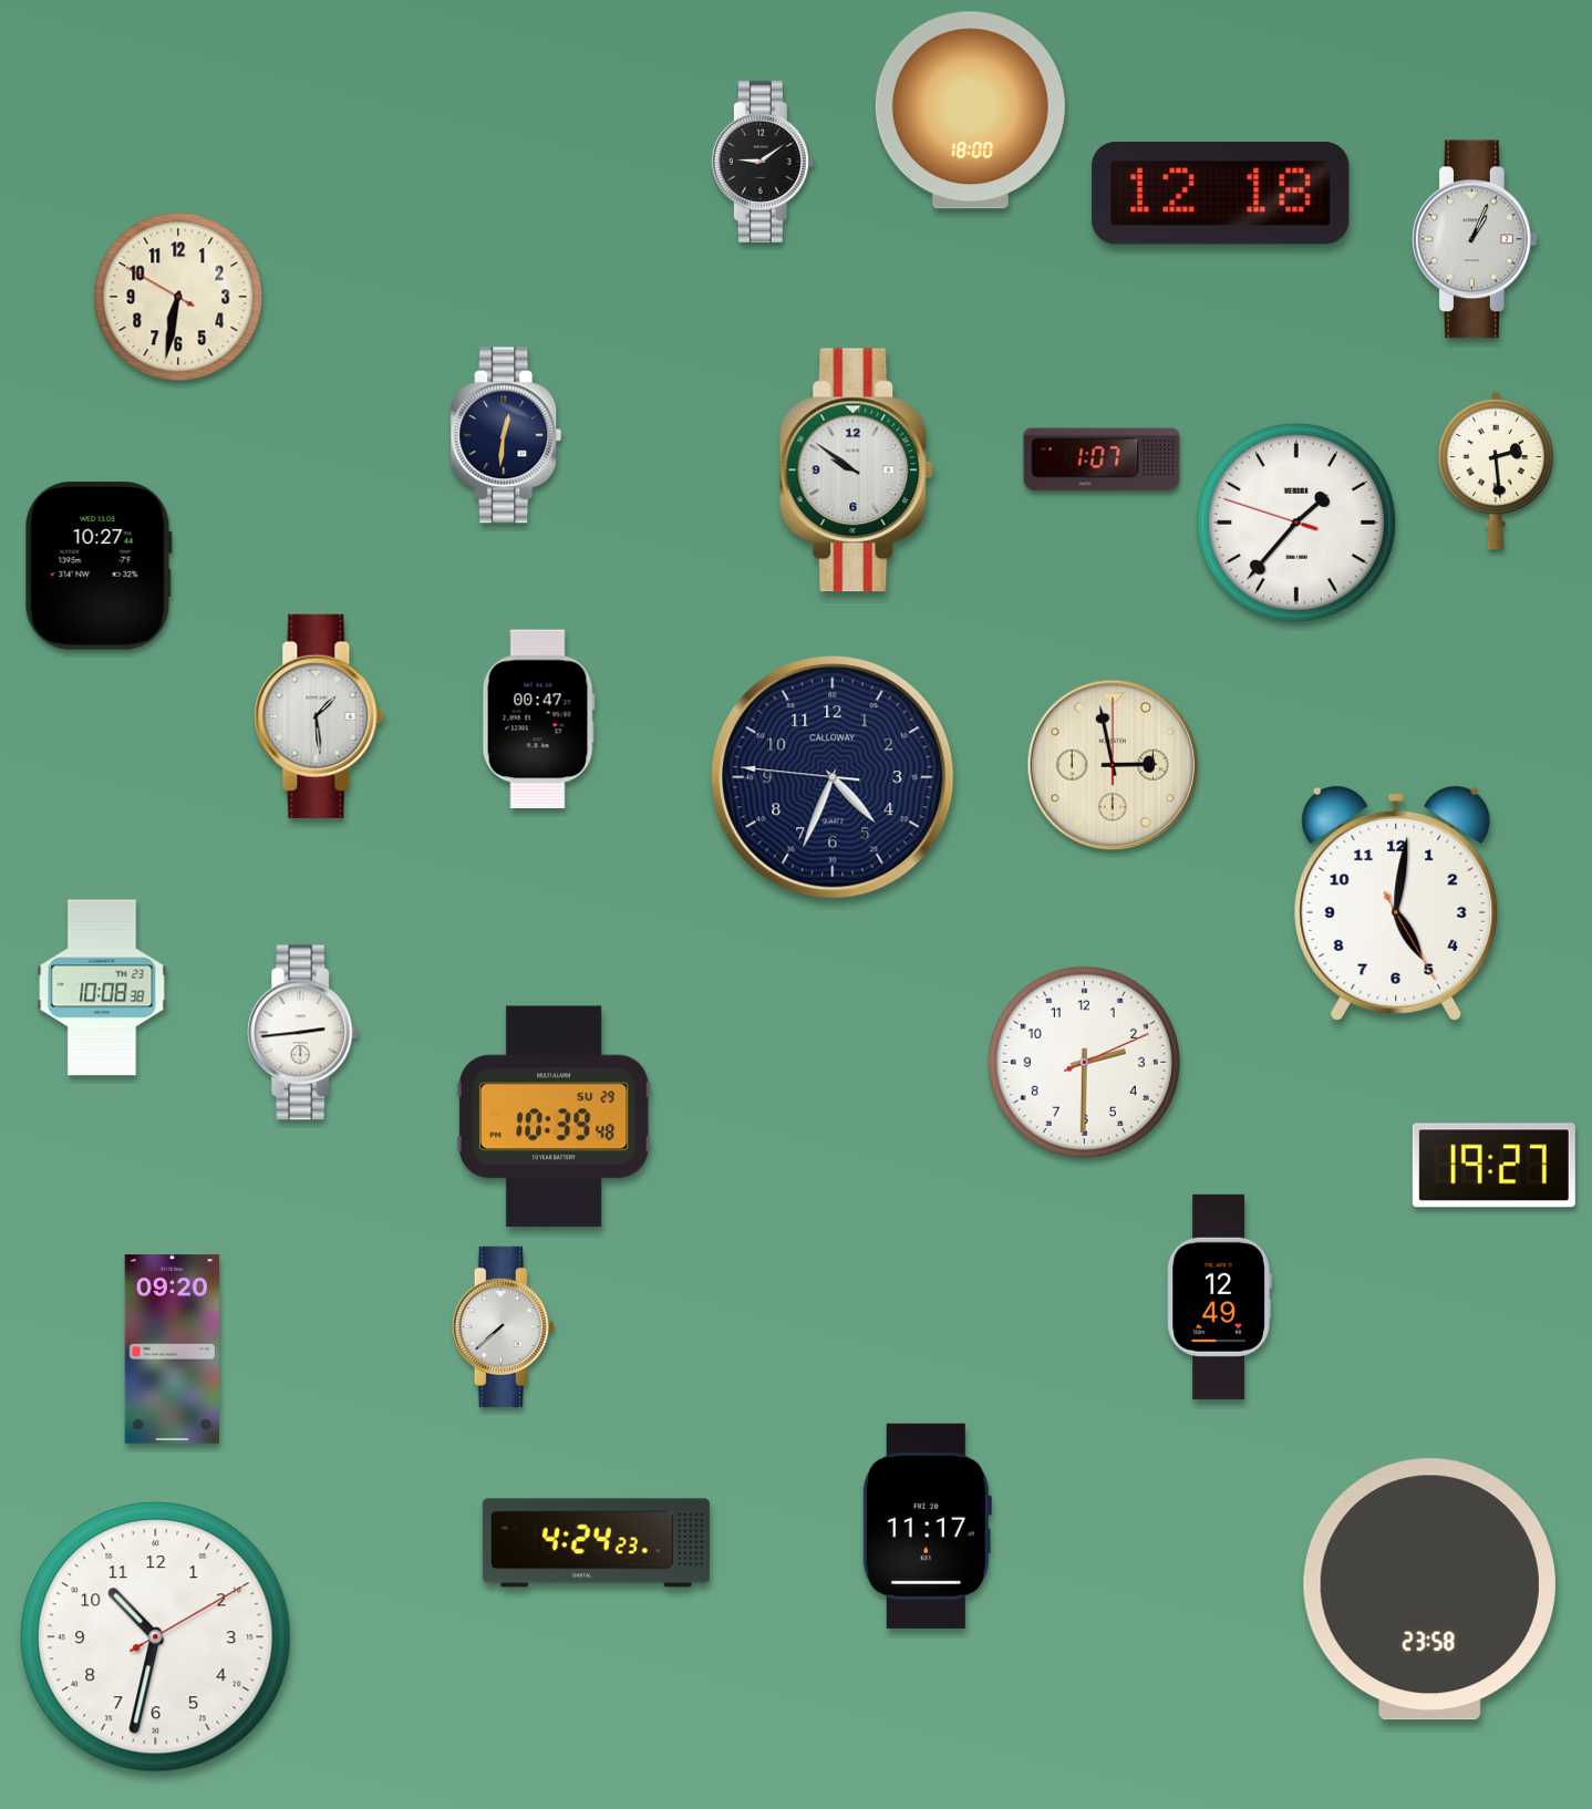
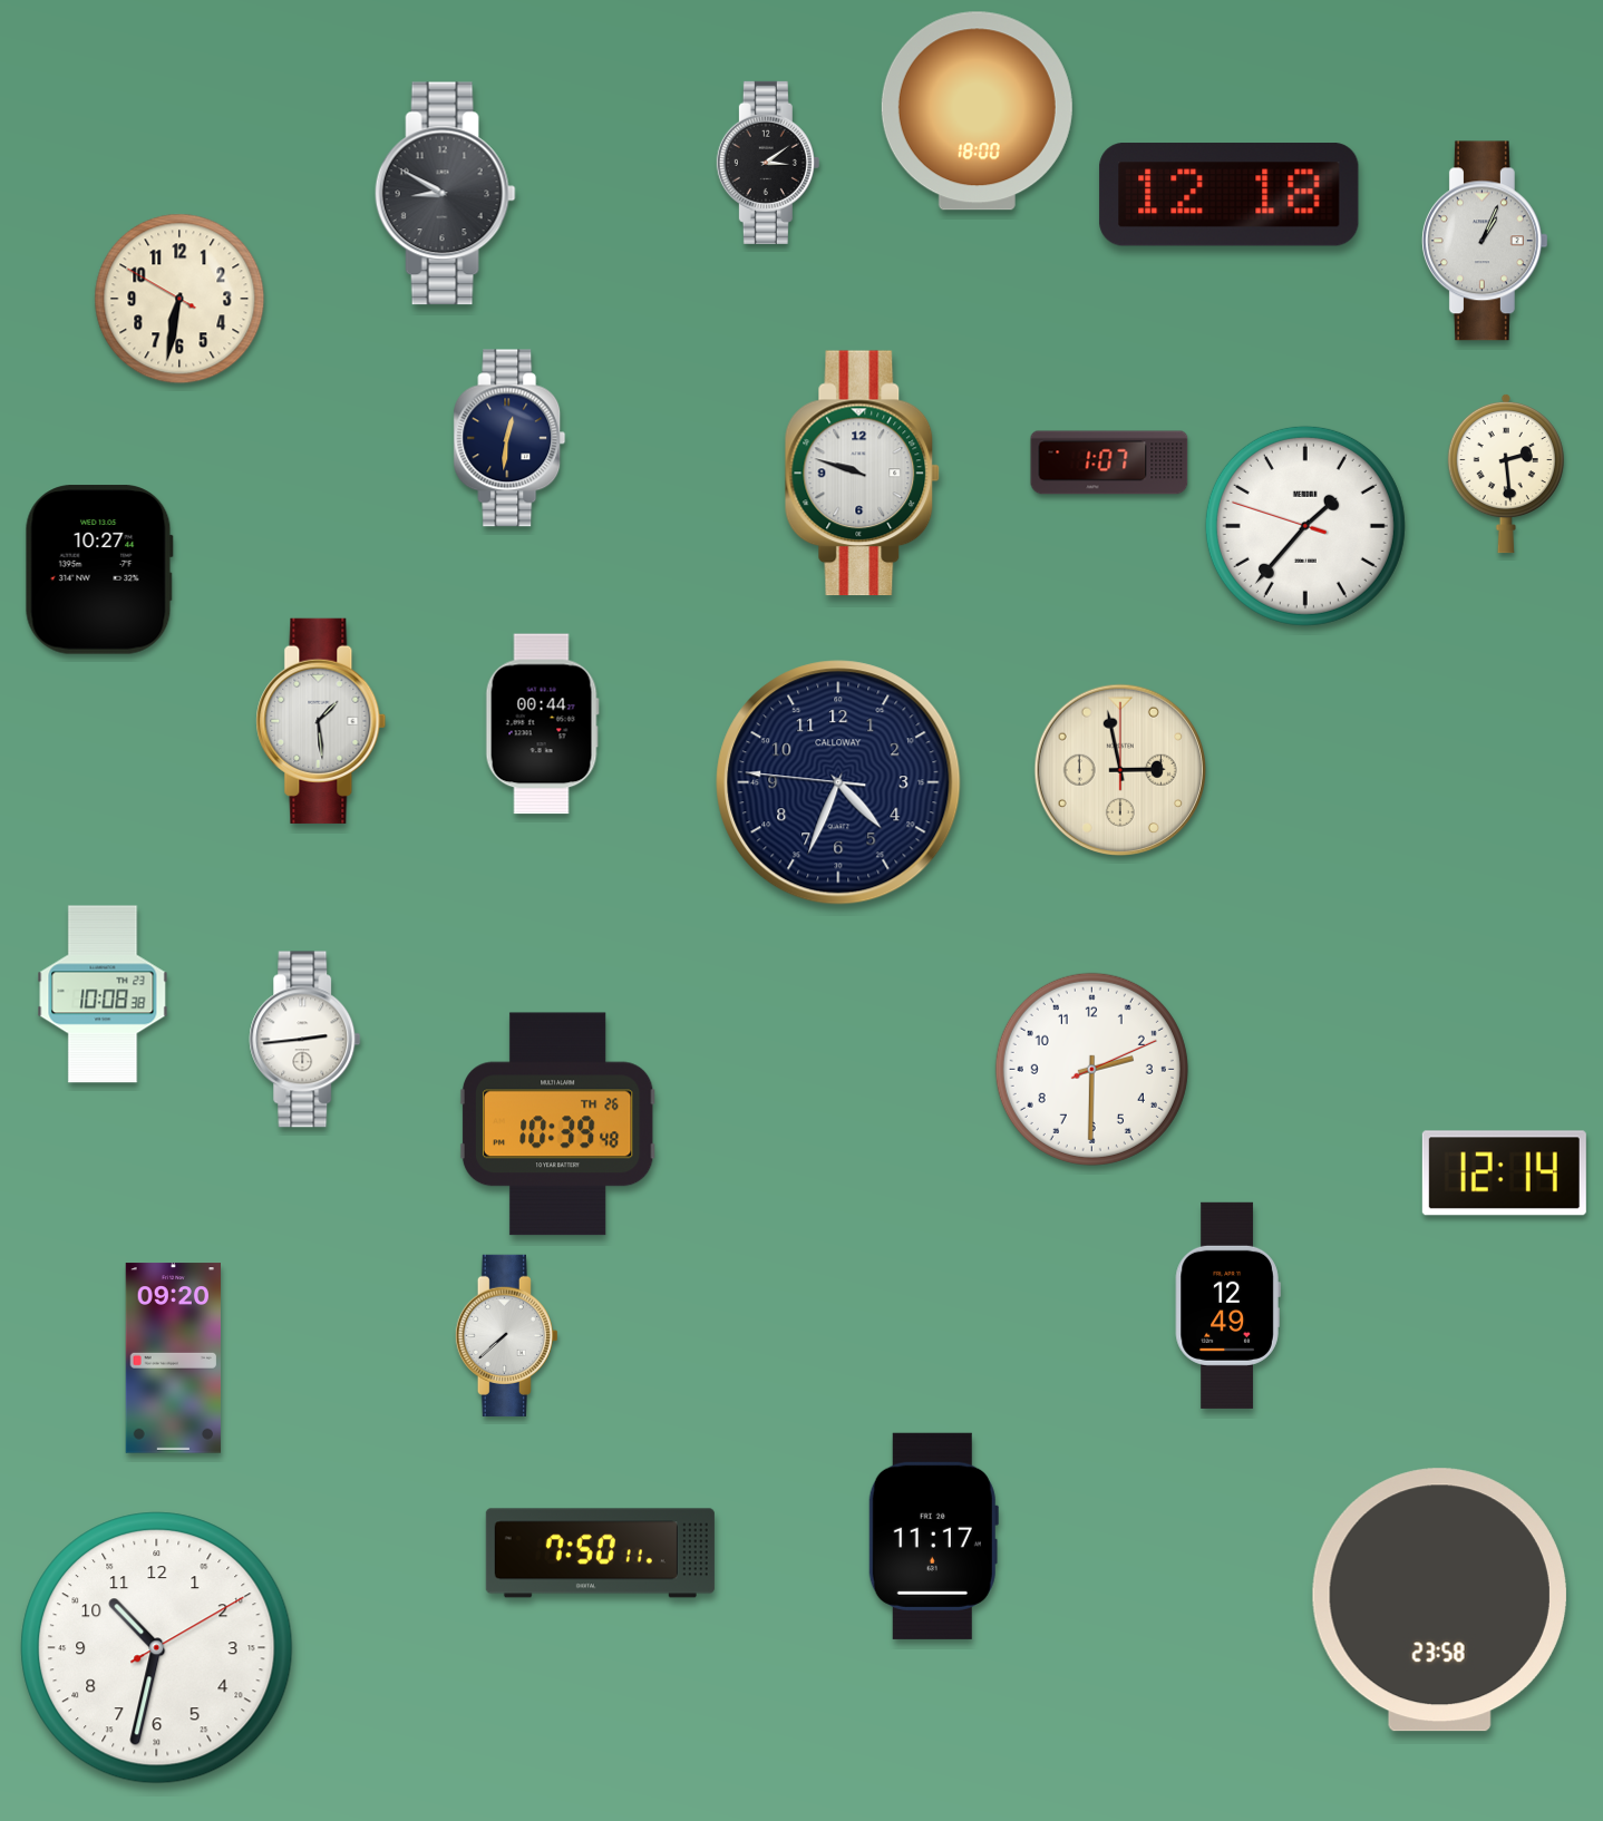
clock at (763, 162): 9:09 -> 3:09
clock at (445, 194): none -> 8:50
clock at (857, 471): 9:51 -> 9:48
clock at (538, 720): 00:47 -> 00:44
clock at (1396, 903): 5:01 -> none
clock at (554, 1117) date: SU 29 -> TH 26
clock at (1493, 1166): 19:27 -> 12:14
clock at (596, 1543): 4:24 -> 7:50
